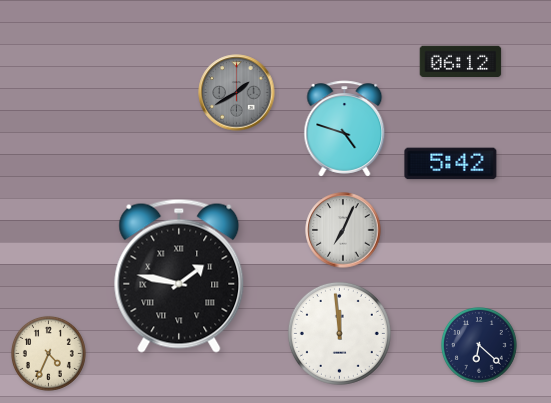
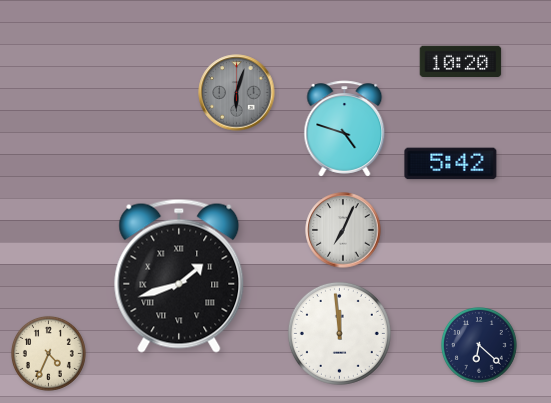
clock at (461, 61): 06:12 -> 10:20
clock at (237, 93): 1:40 -> 6:03
clock at (179, 276): 1:47 -> 1:42
